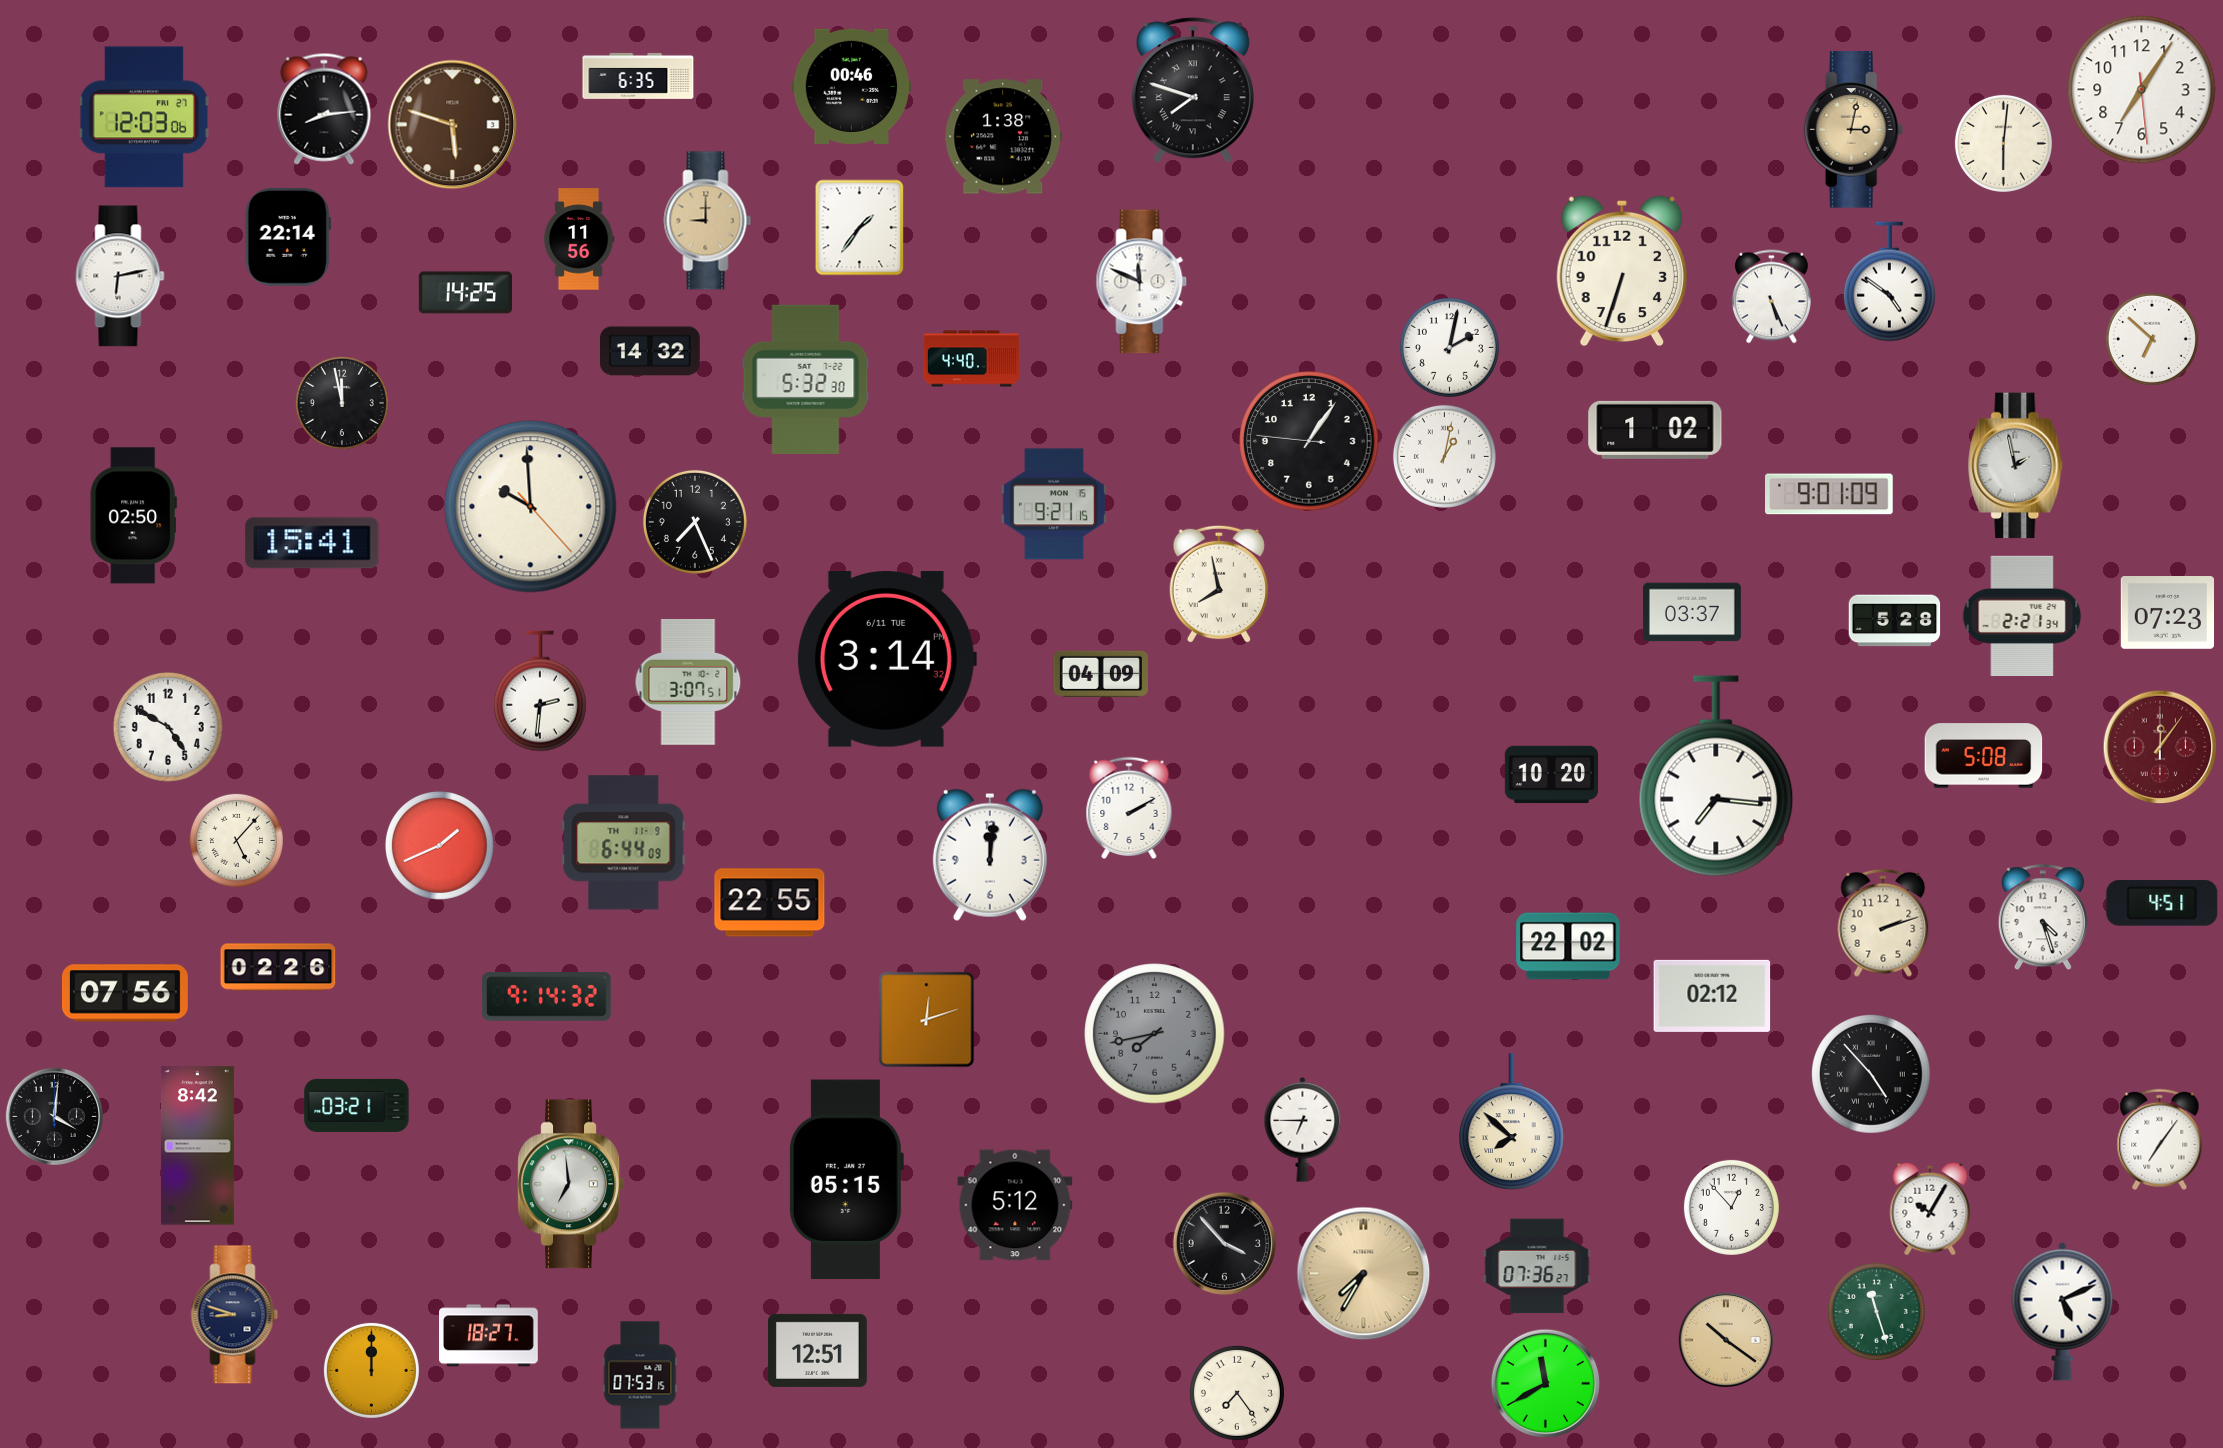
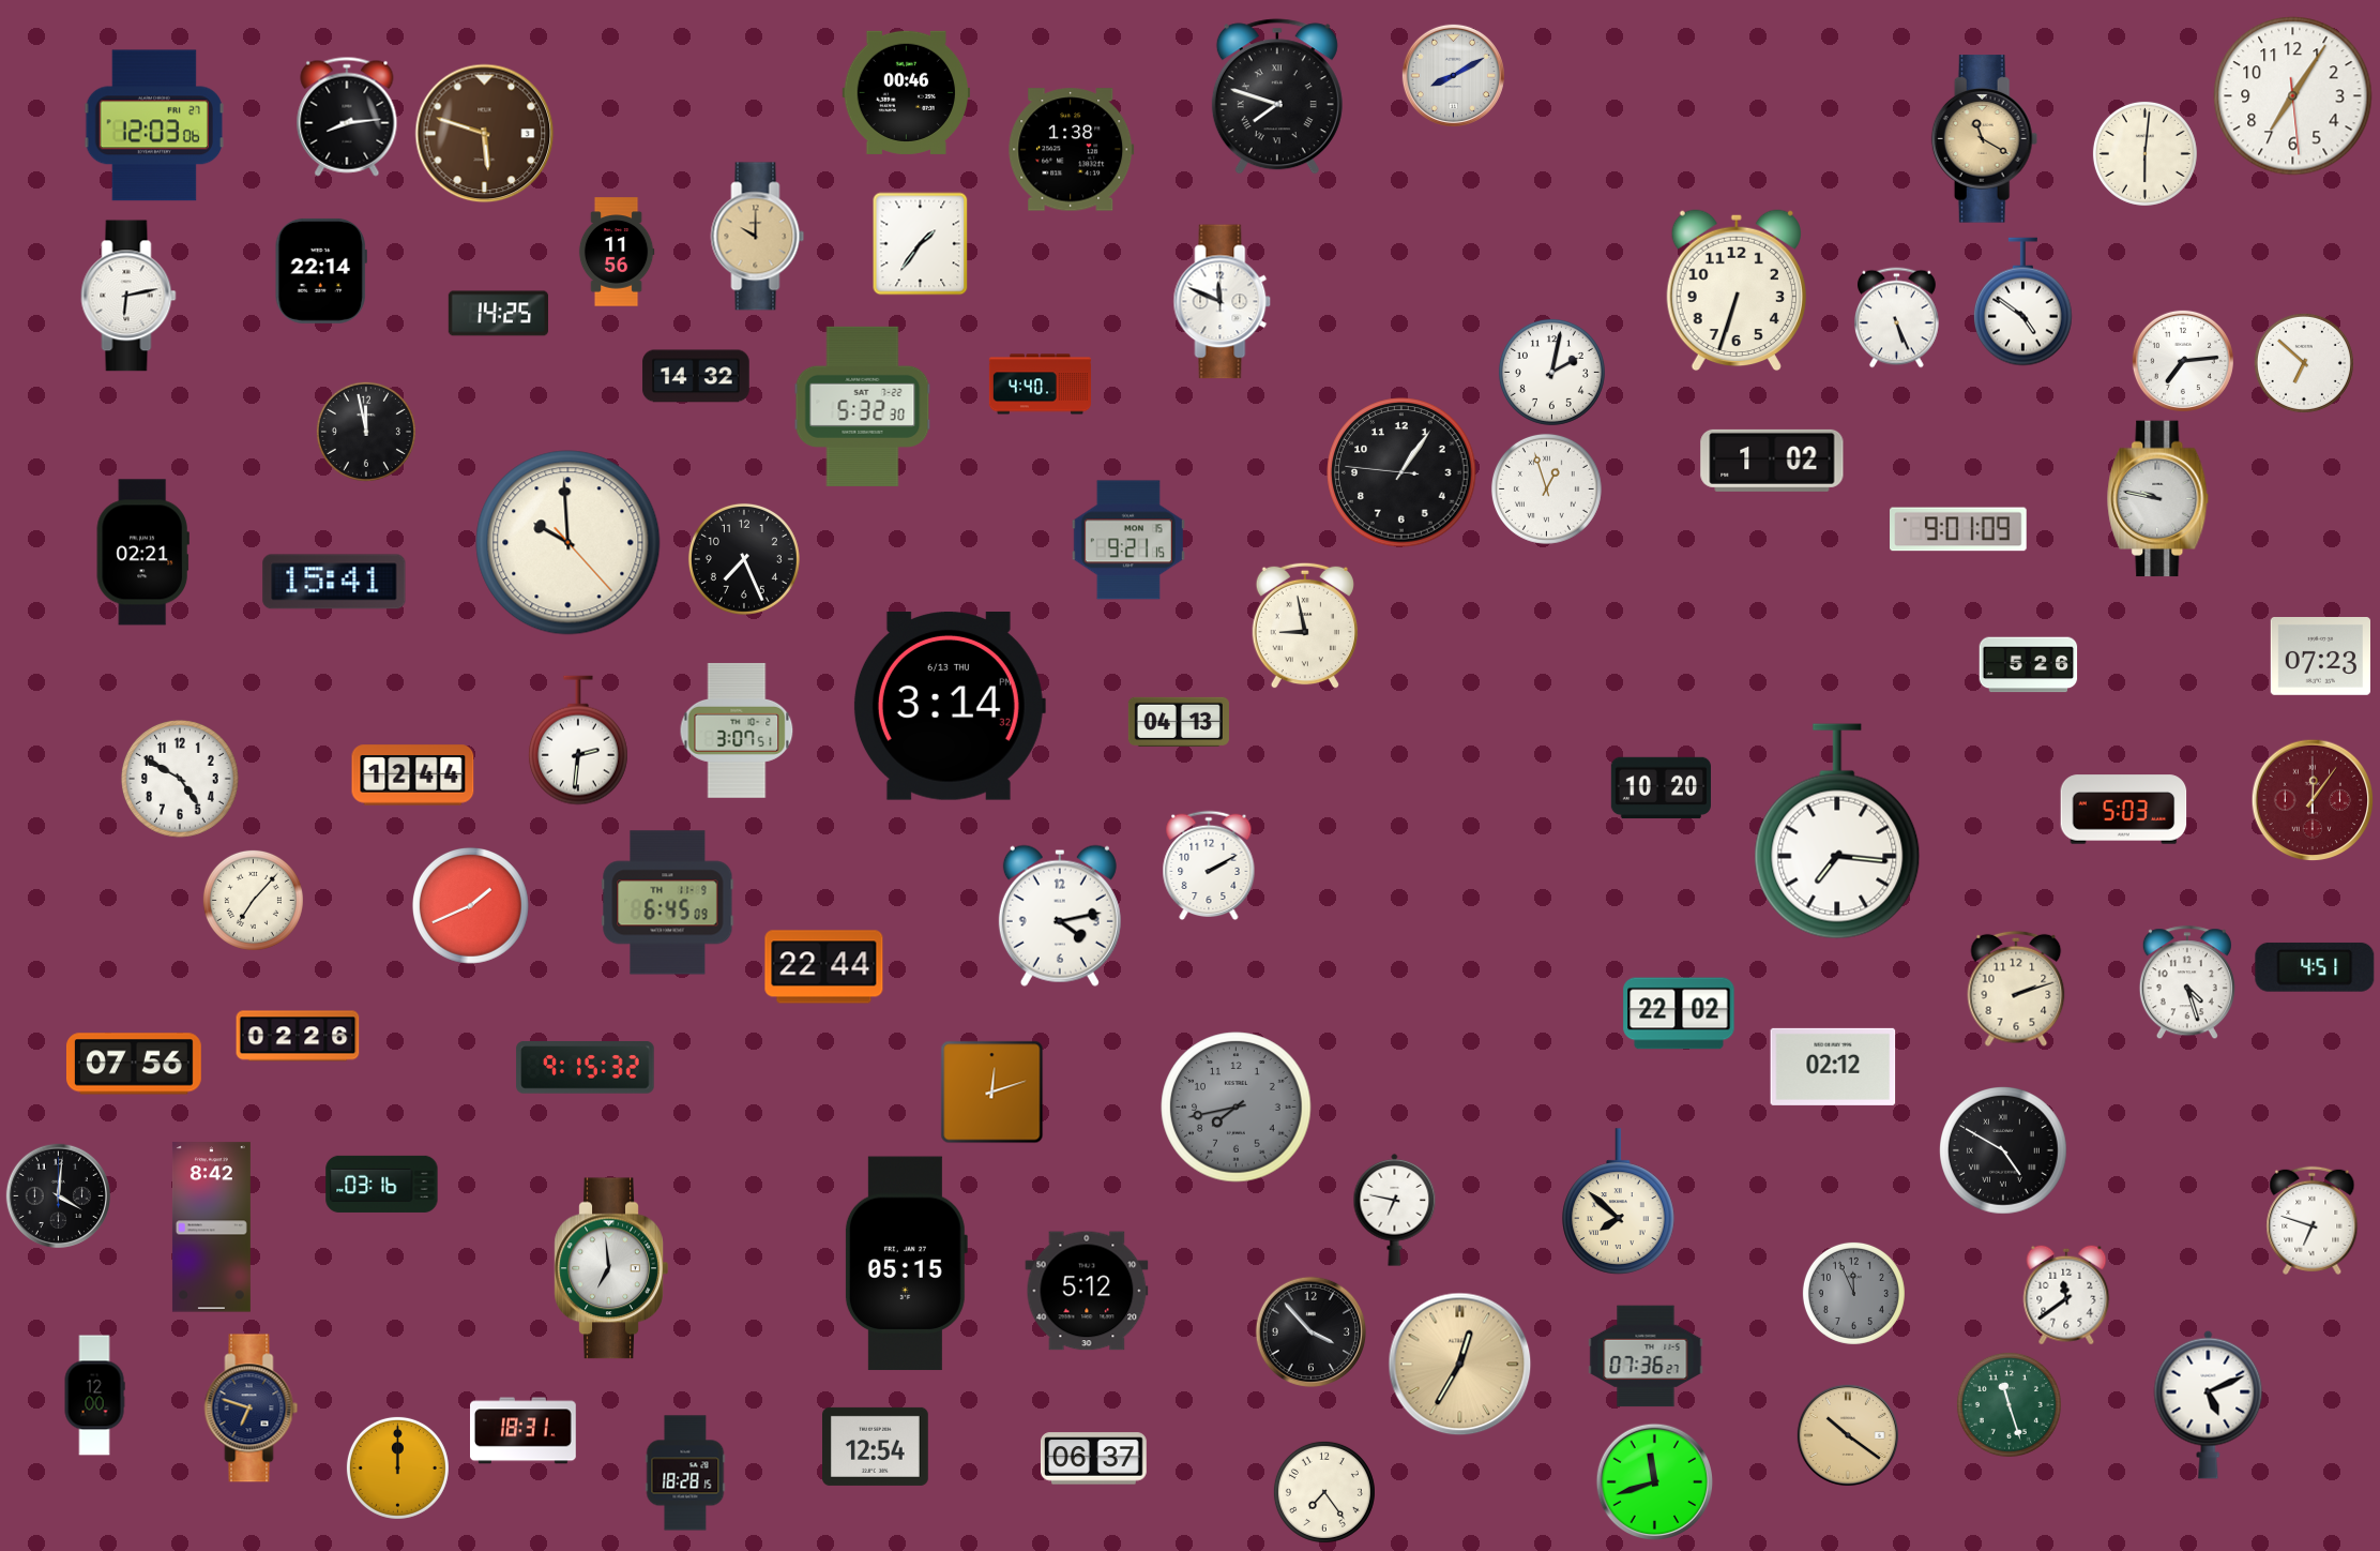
clock at (1453, 75): none -> 8:10
clock at (638, 76): 6:35 -> none
clock at (852, 86) position: (852, 86) -> (907, 92)
clock at (1854, 130): 3:02 -> 11:20
clock at (1004, 137) position: (1004, 137) -> (1072, 150)
clock at (708, 221): 9:00 -> 10:00
clock at (288, 237) position: (288, 237) -> (321, 271)
clock at (579, 239) position: (579, 239) -> (617, 252)
clock at (2183, 361): none -> 7:14
clock at (1444, 456): 1:02 -> 12:57
clock at (2016, 466): 1:58 -> 9:47
clock at (133, 516): 02:50 -> 02:21
clock at (1219, 584): 7:58 -> 8:58
clock at (1692, 612): 03:37 -> none
clock at (2022, 616): 2:21 -> none
clock at (1895, 621): 5:28 -> 5:26
clock at (886, 659) date: 6/11 TUE -> 6/13 THU
clock at (1101, 674): 04:09 -> 04:13
clock at (413, 775): none -> 12:44
clock at (1984, 756): 5:08 -> 5:03
clock at (1551, 775) position: (1551, 775) -> (1661, 788)
clock at (236, 840): 5:07 -> 7:07
clock at (624, 843): 6:44 -> 6:45
clock at (990, 855): 12:01 -> 4:13
clock at (770, 903): 22:55 -> 22:44
clock at (547, 997): 9:14 -> 9:15
clock at (1872, 1075): 4:53 -> 4:50
clock at (357, 1105): 03:21 -> 03:16
clock at (1303, 1129): 6:45 -> 6:47
clock at (2160, 1139): 7:06 -> 6:48
clock at (1731, 1207): 12:53 -> 11:56
clock at (1731, 1207) dial: white -> grey
clock at (1930, 1209): 10:05 -> 11:39
clock at (1364, 1274): 7:35 -> 12:35
clock at (94, 1396): none -> 12:00
clock at (235, 1315): 8:48 -> 6:48
clock at (489, 1336): 18:27 -> 18:31
clock at (818, 1350): 12:51 -> 12:54
clock at (1094, 1459): none -> 06:37
clock at (640, 1375): 07:53 -> 18:28
clock at (1546, 1384): 11:40 -> 11:42
